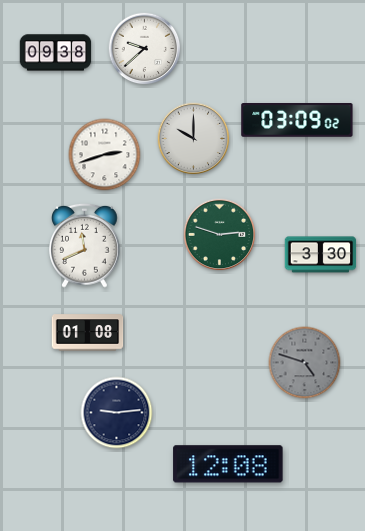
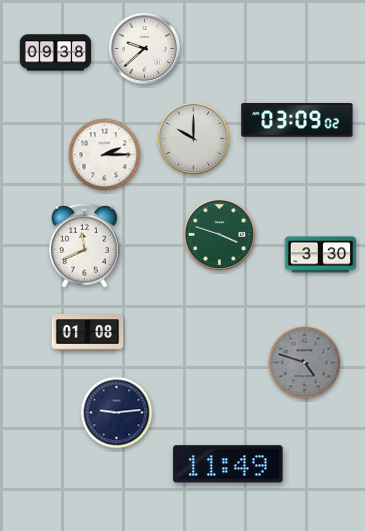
clock at (105, 155): 2:42 -> 2:15
clock at (220, 235): 2:48 -> 3:48
clock at (228, 464): 12:08 -> 11:49
